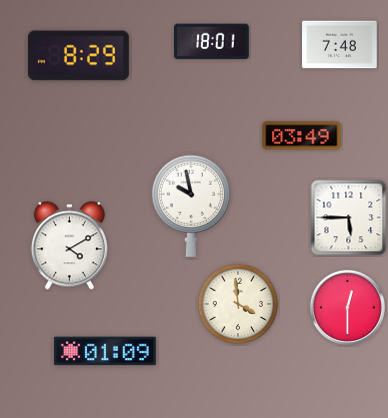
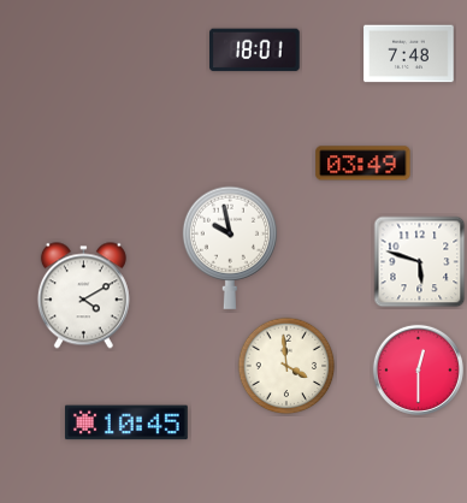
clock at (78, 56): 8:29 -> none
clock at (349, 218): 5:45 -> 5:48
clock at (105, 351): 01:09 -> 10:45
